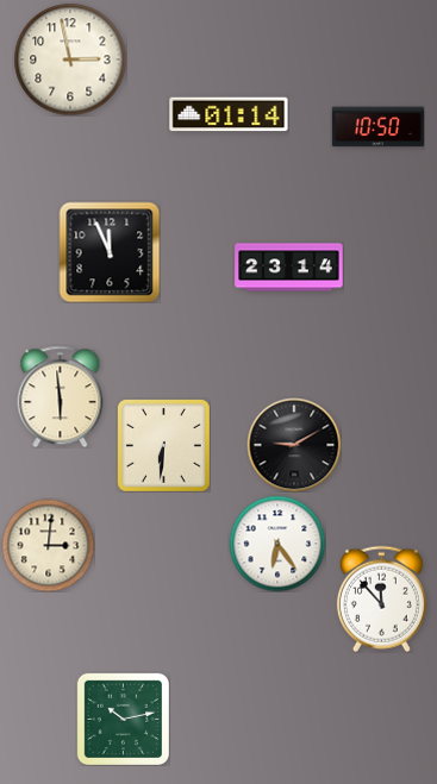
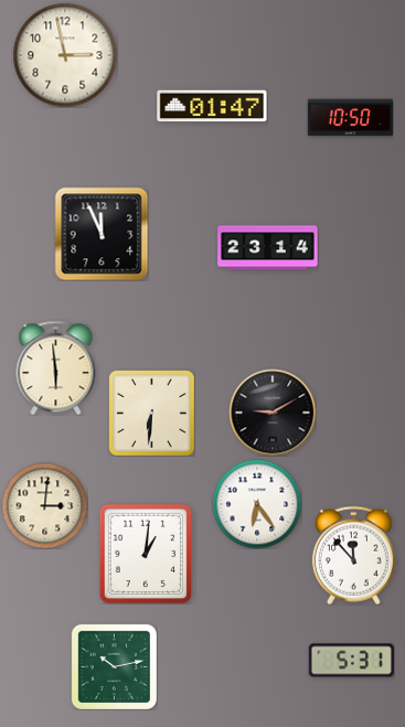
clock at (229, 114): 01:14 -> 01:47
clock at (146, 554): none -> 1:01
clock at (351, 661): none -> 5:31
